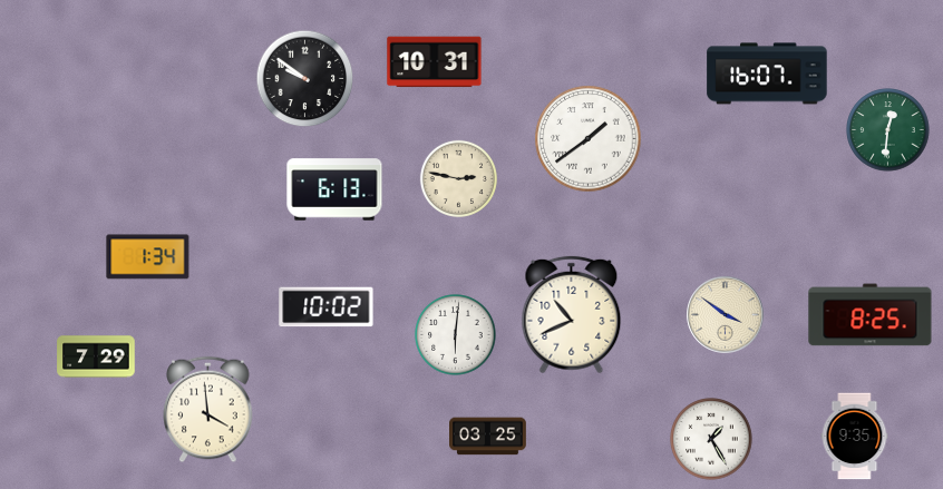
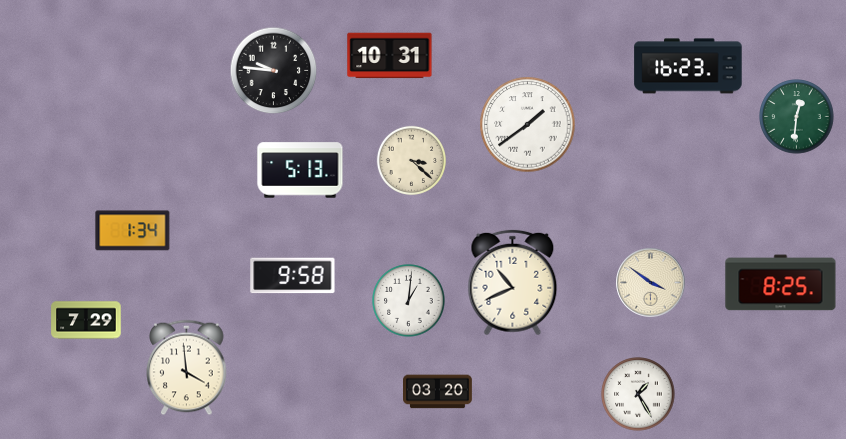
clock at (767, 74): 16:07 -> 16:23
clock at (305, 79): 9:51 -> 9:46
clock at (458, 178): 2:47 -> 3:22
clock at (334, 189): 6:13 -> 5:13
clock at (327, 307): 10:02 -> 9:58
clock at (456, 335): 6:01 -> 1:01
clock at (488, 437): 03:25 -> 03:20
clock at (855, 437): 9:35 -> none
